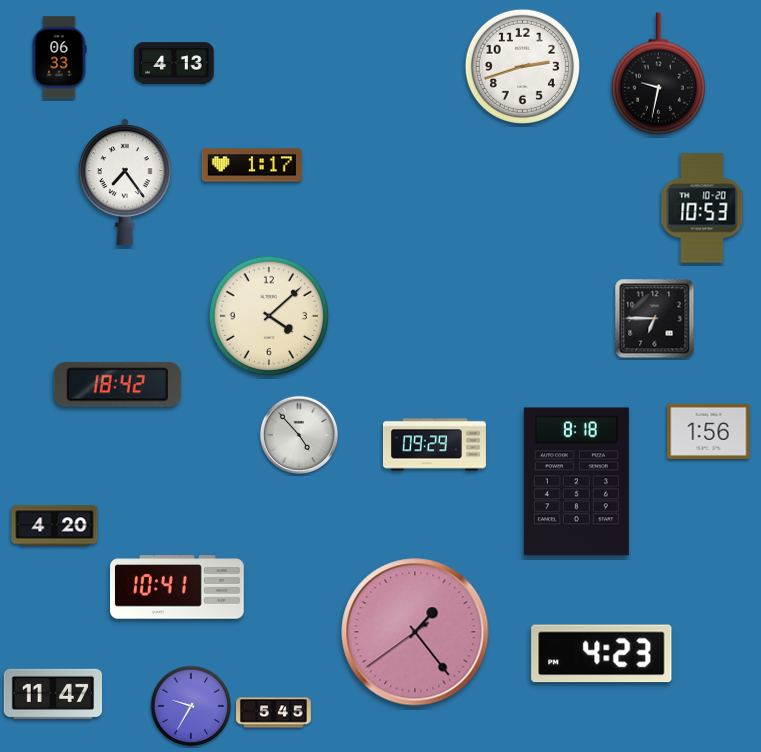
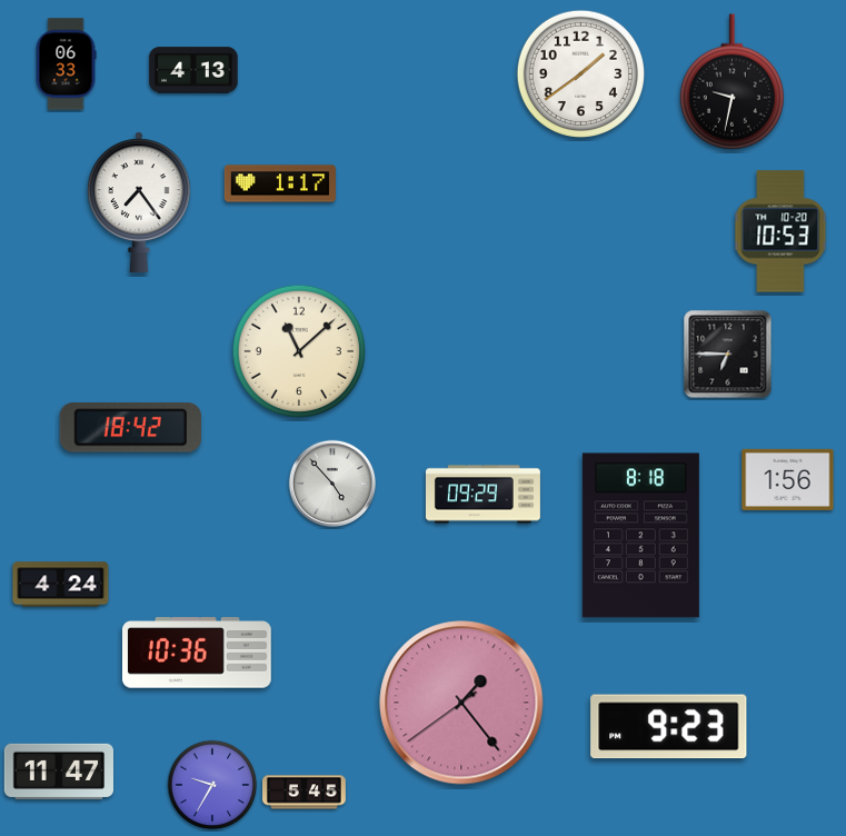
clock at (522, 66): 2:42 -> 1:39
clock at (269, 316): 4:08 -> 11:08
clock at (55, 526): 4:20 -> 4:24
clock at (178, 587): 10:41 -> 10:36
clock at (602, 654): 4:23 -> 9:23
